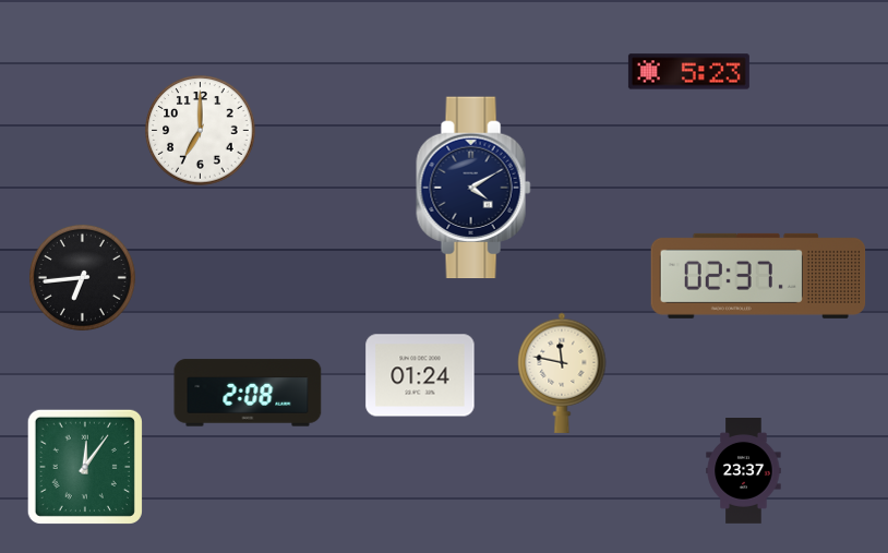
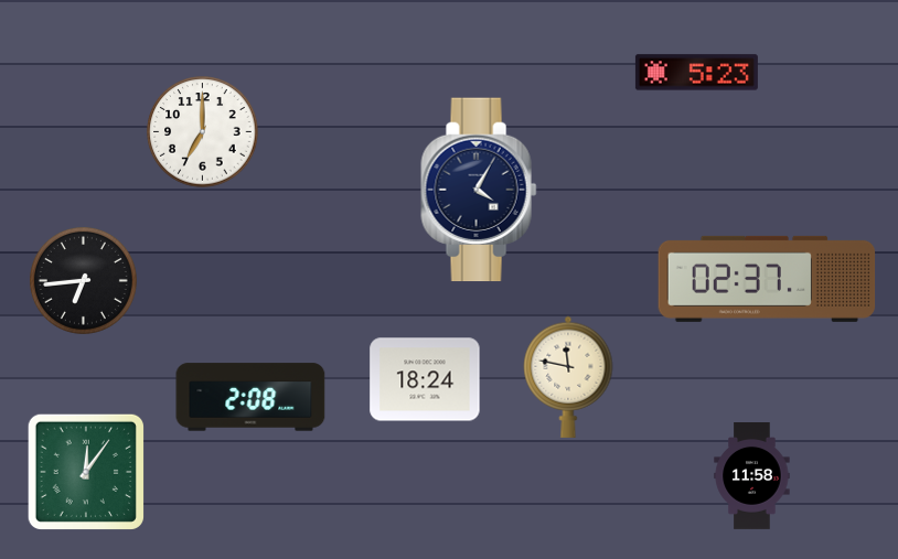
clock at (473, 188): 4:10 -> 4:05
clock at (420, 375): 01:24 -> 18:24
clock at (744, 471): 23:37 -> 11:58
